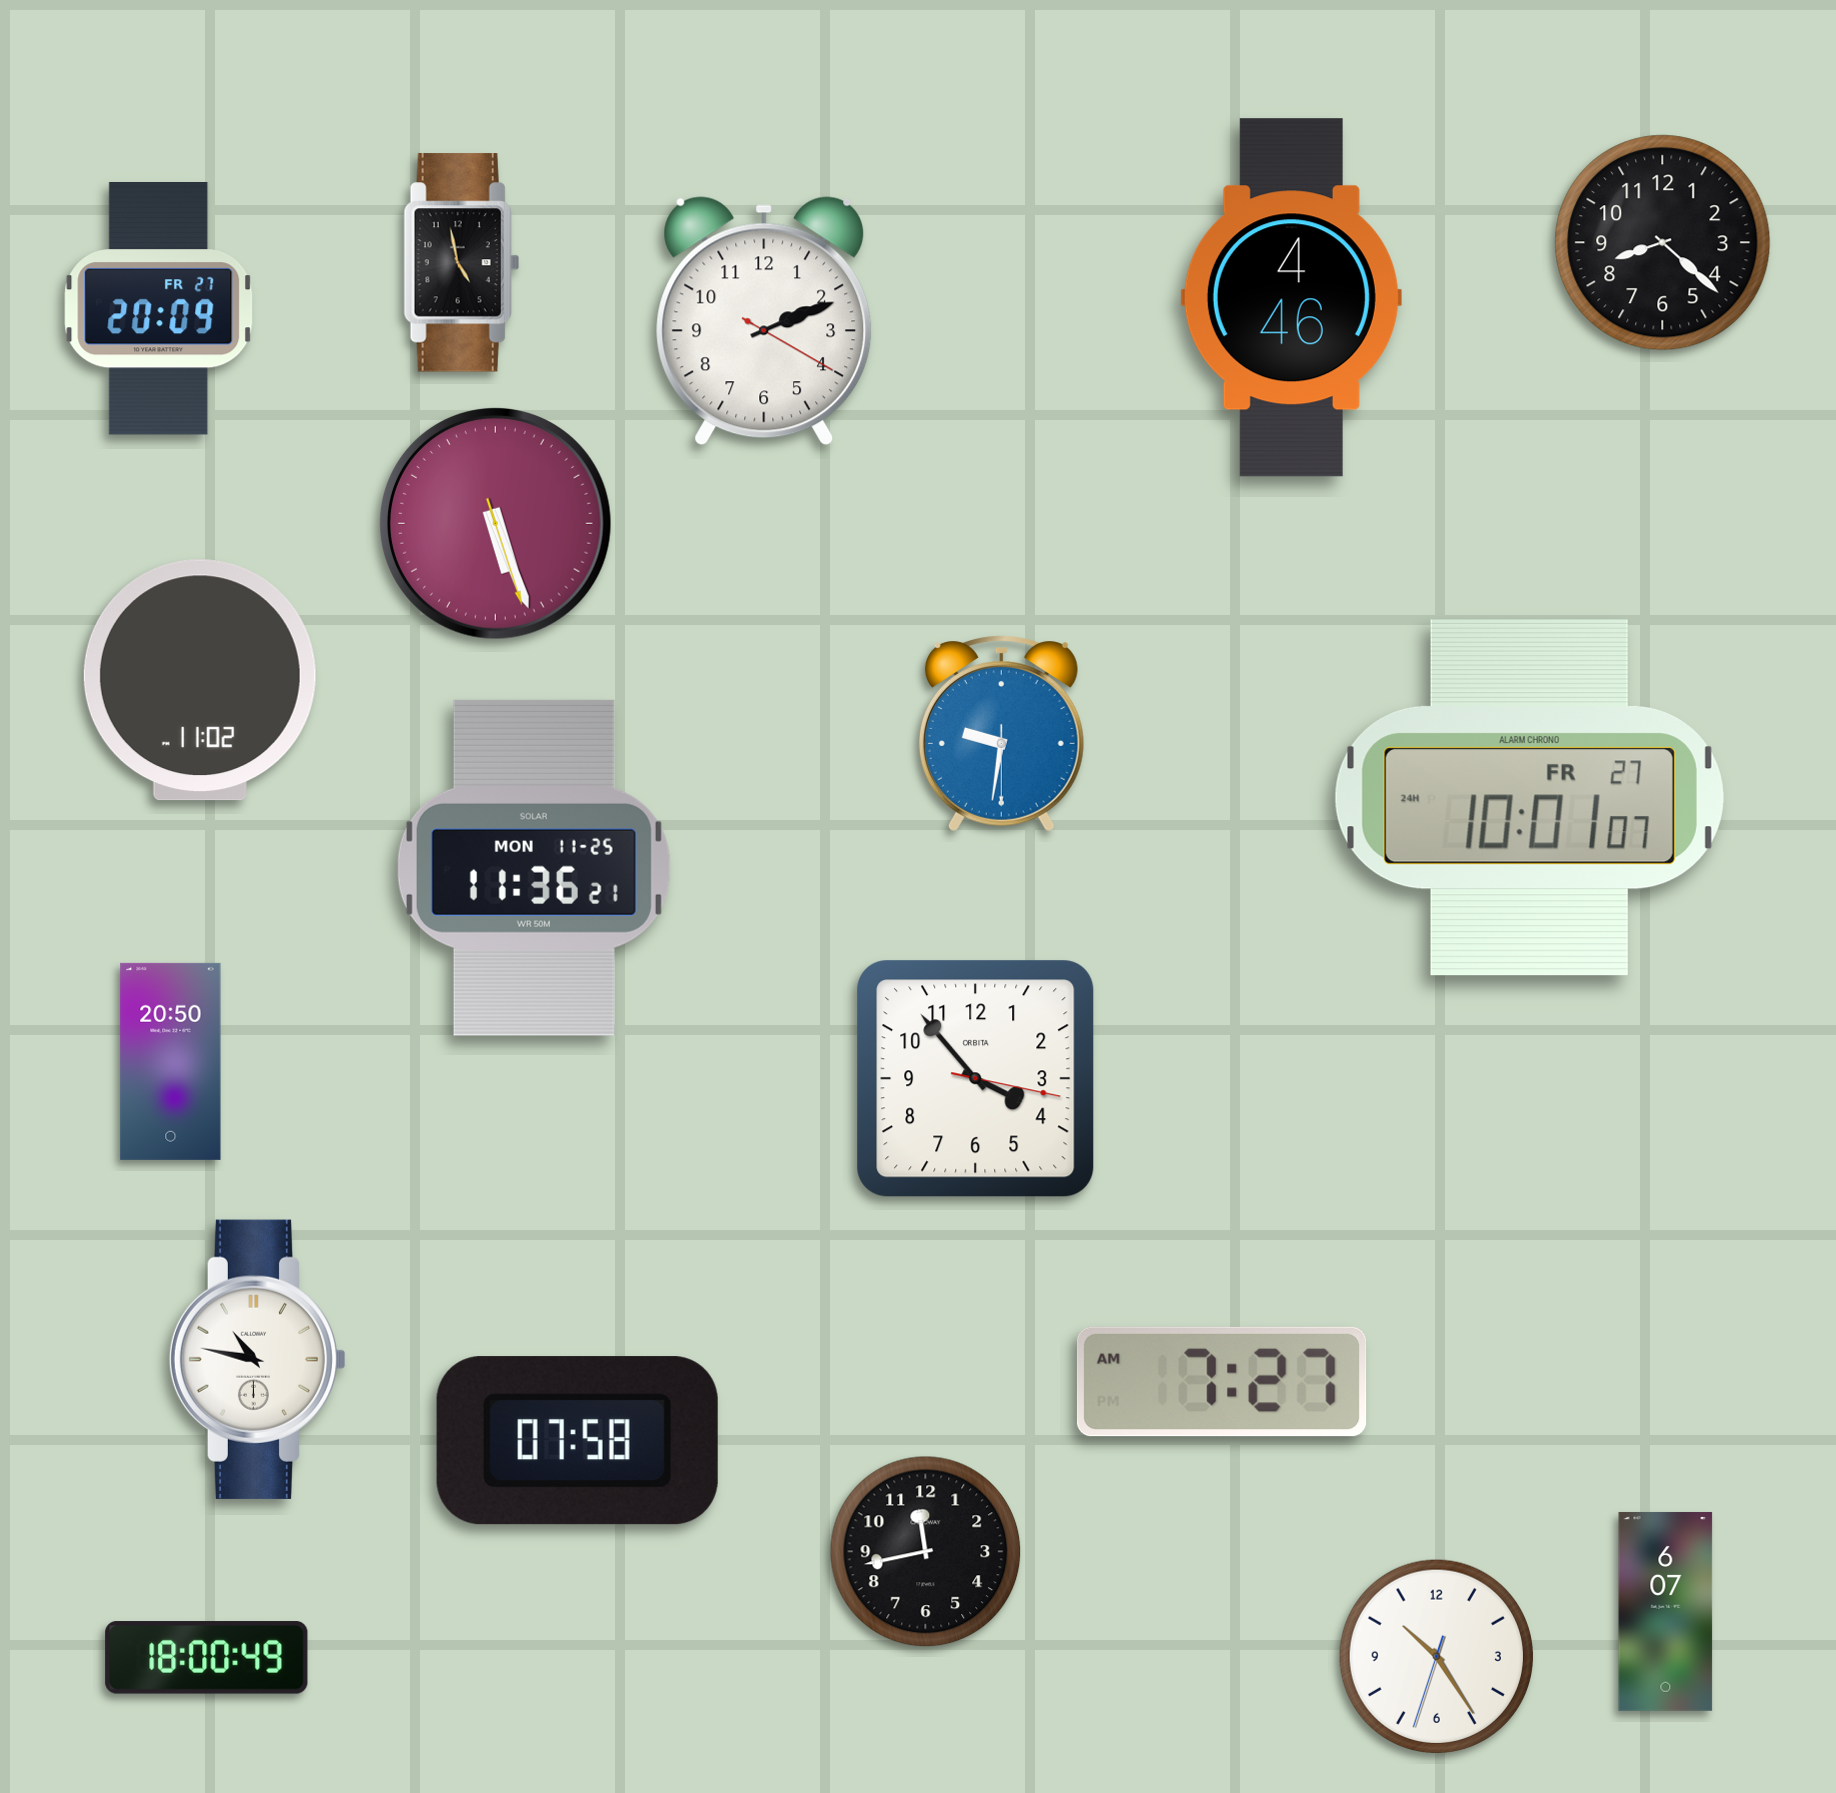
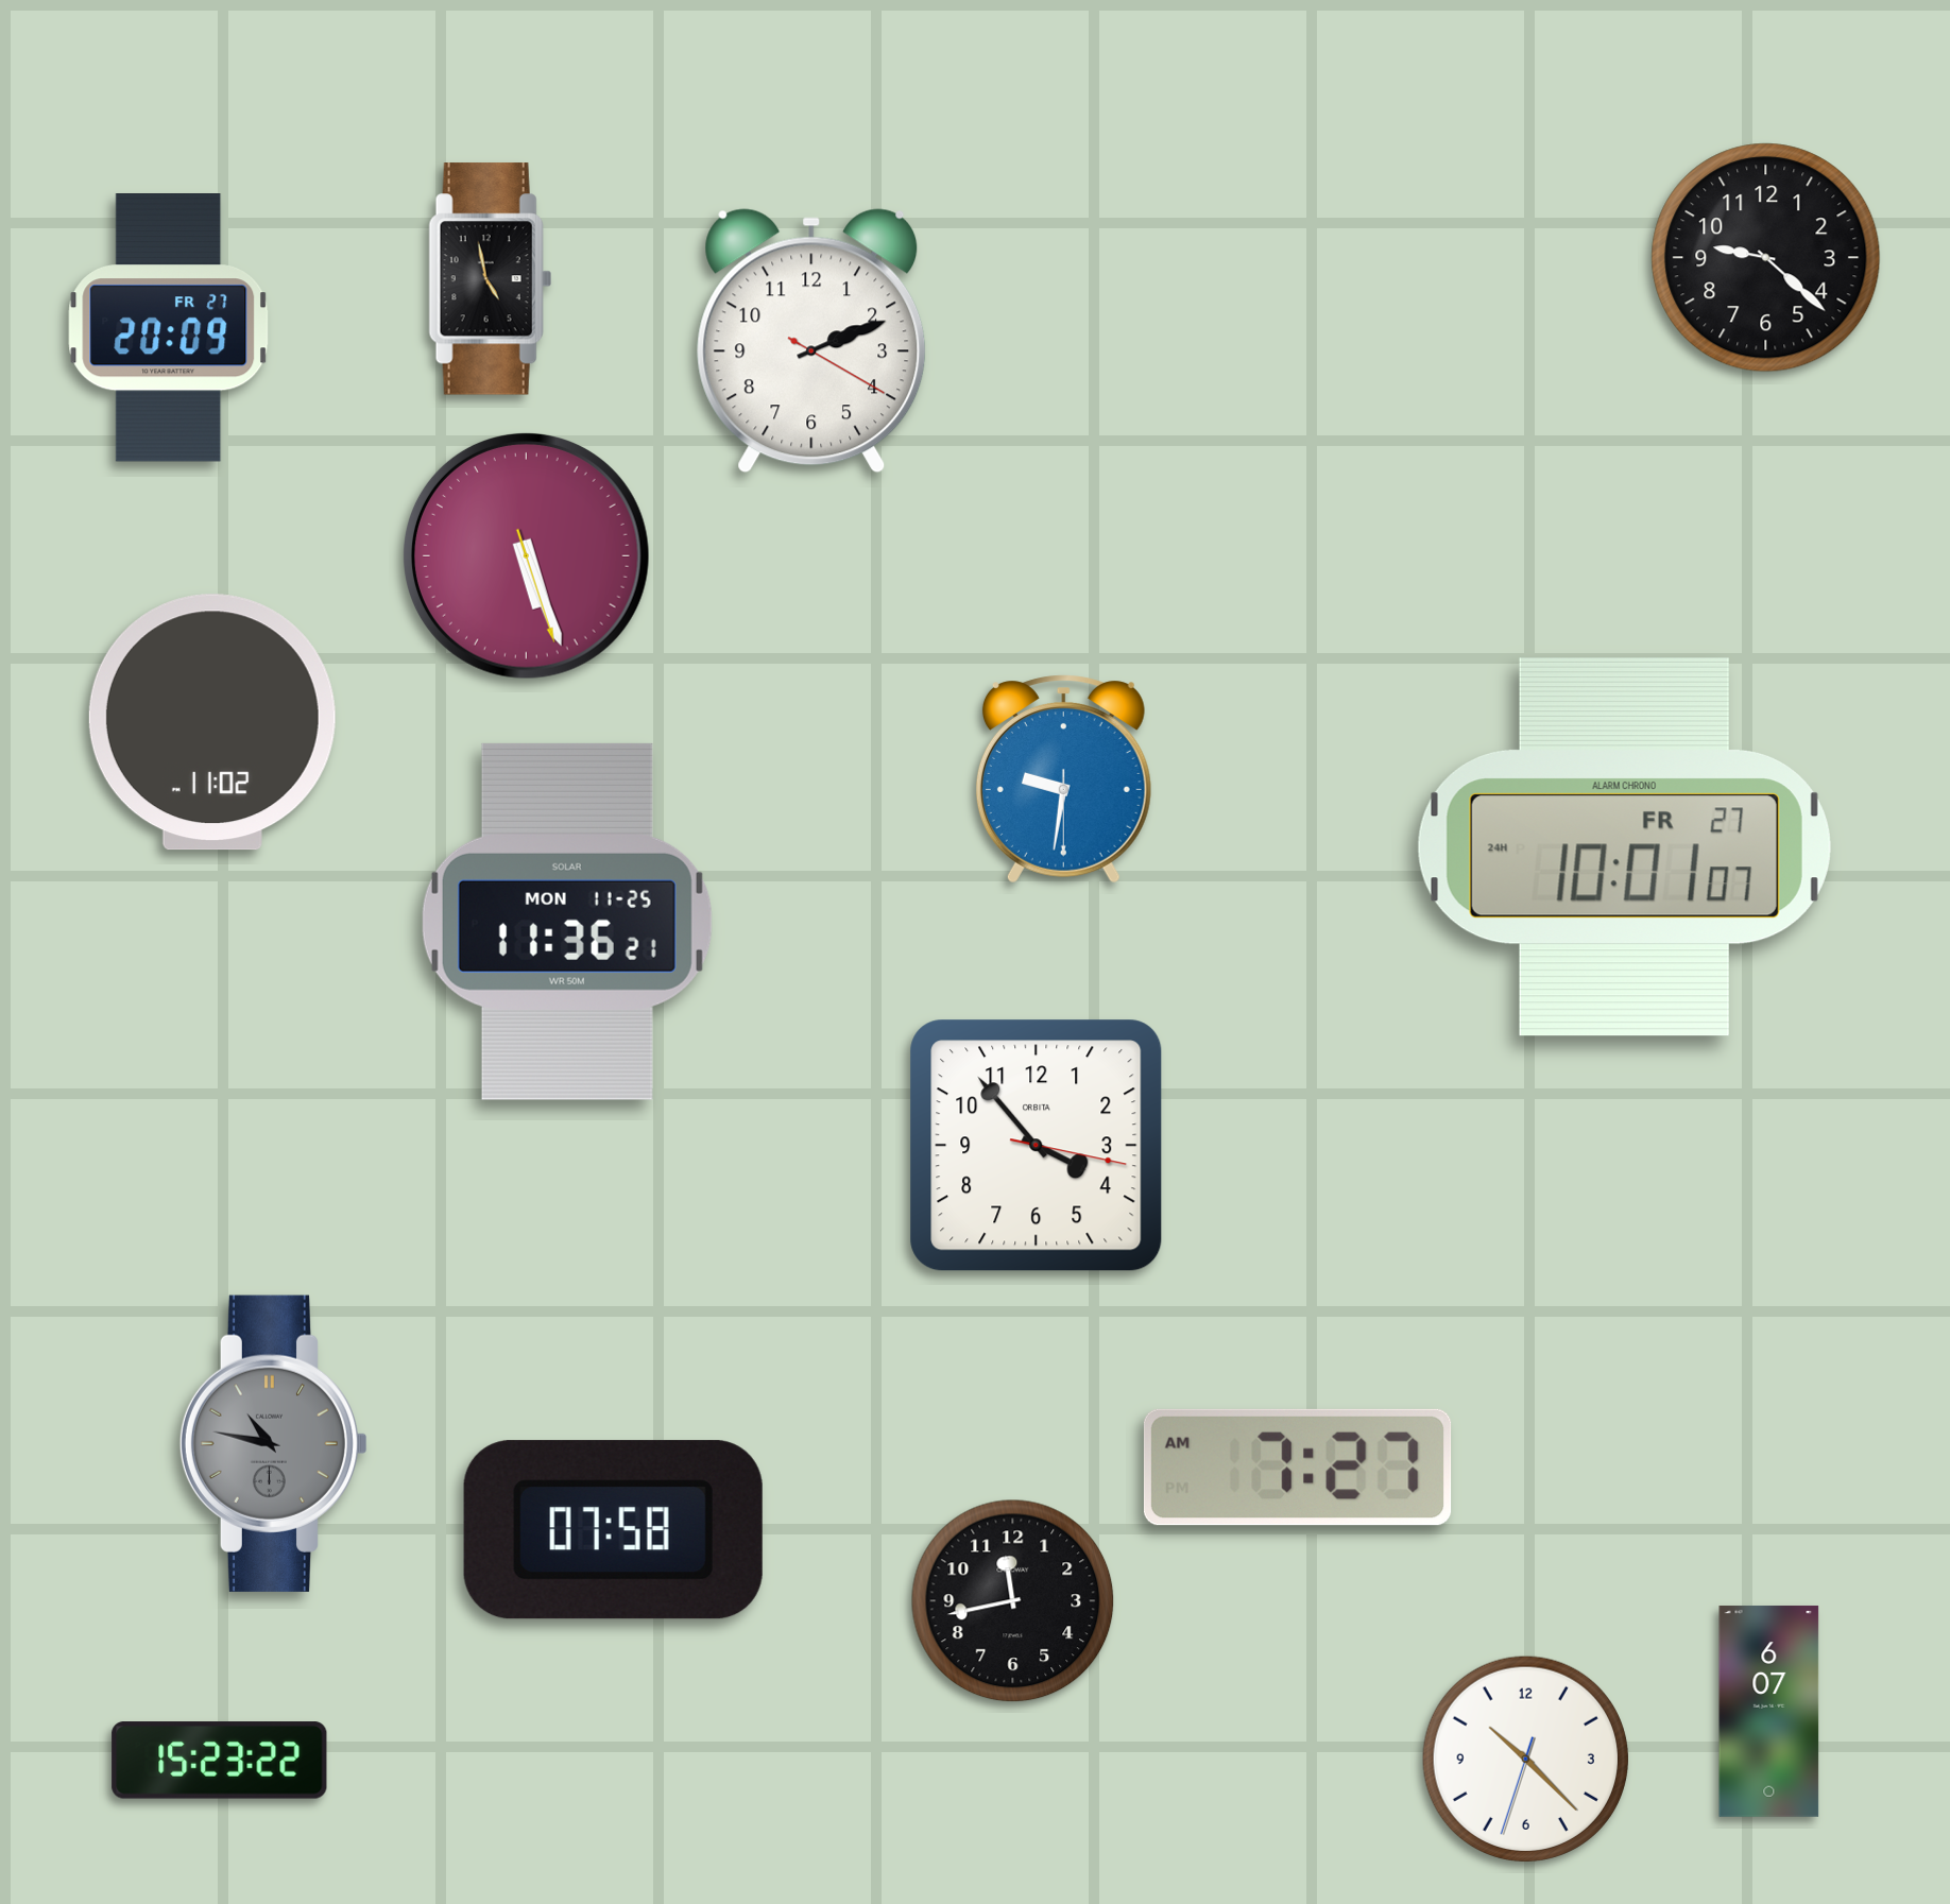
clock at (1663, 243): 8:22 -> 9:22
clock at (1291, 298): 4:46 -> none
clock at (171, 1061): 20:50 -> none
clock at (257, 1359) dial: white -> grey
clock at (926, 1552) position: (926, 1552) -> (1013, 1601)
clock at (1436, 1656): 10:24 -> 10:22
clock at (207, 1658): 18:00 -> 15:23
